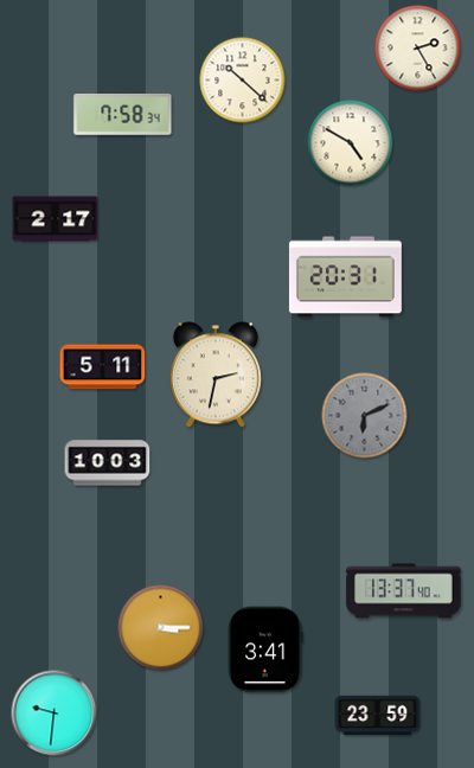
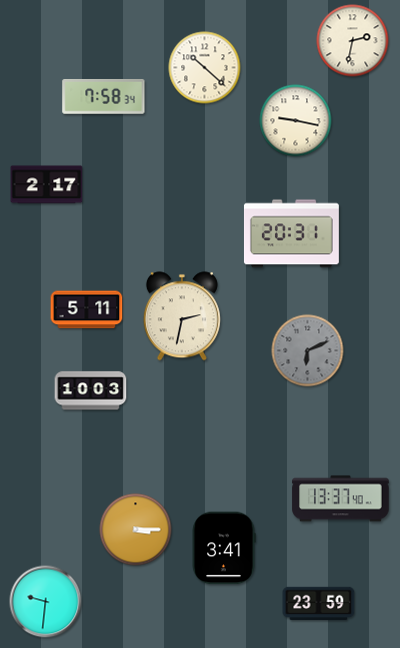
clock at (418, 49): 2:25 -> 2:32
clock at (351, 143): 4:50 -> 9:17
